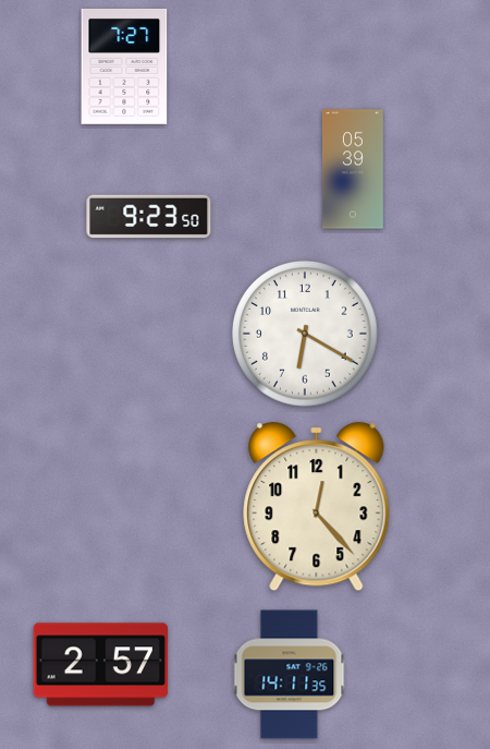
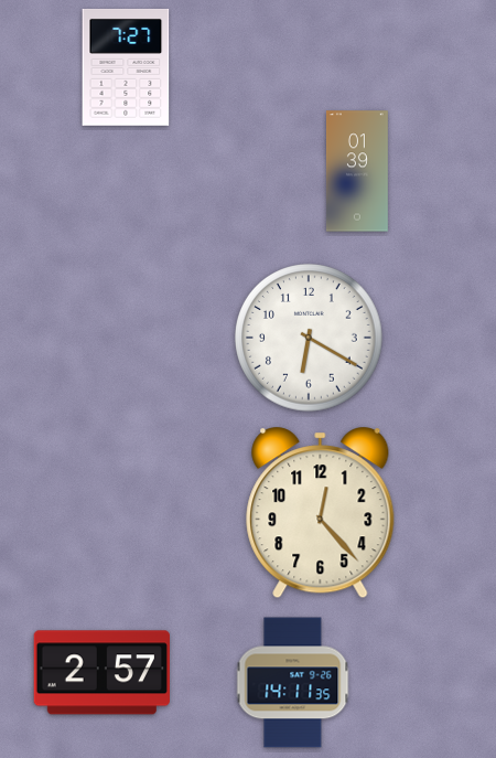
clock at (353, 169): 05:39 -> 01:39
clock at (149, 217): 9:23 -> none
